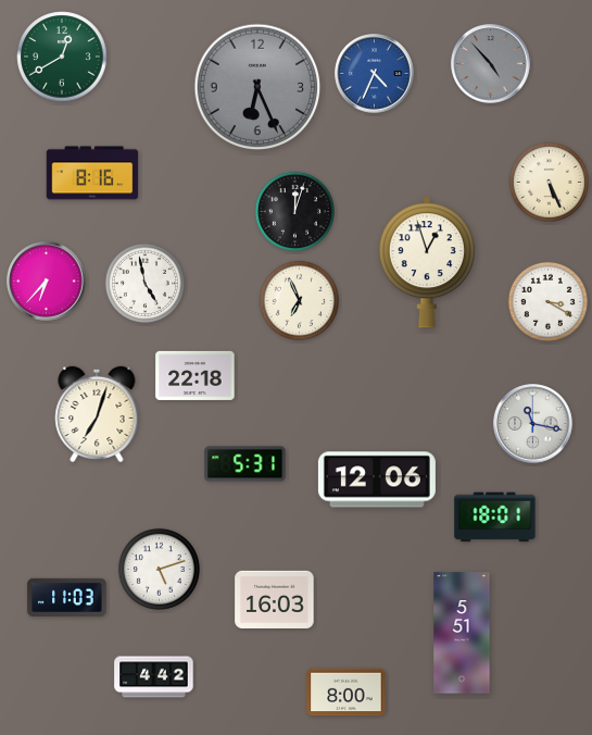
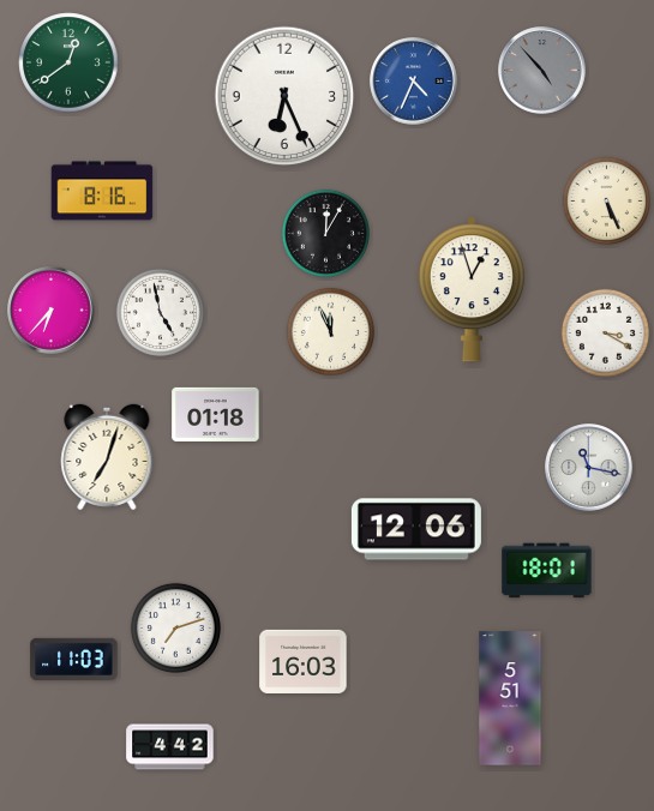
clock at (62, 57): 12:40 -> 12:39
clock at (257, 87) dial: grey -> white
clock at (294, 211): 12:03 -> 12:05
clock at (299, 300): 6:56 -> 11:56
clock at (196, 375): 22:18 -> 01:18
clock at (245, 464): 5:31 -> none
clock at (159, 569): 5:12 -> 7:12
clock at (347, 693): 8:00 -> none
